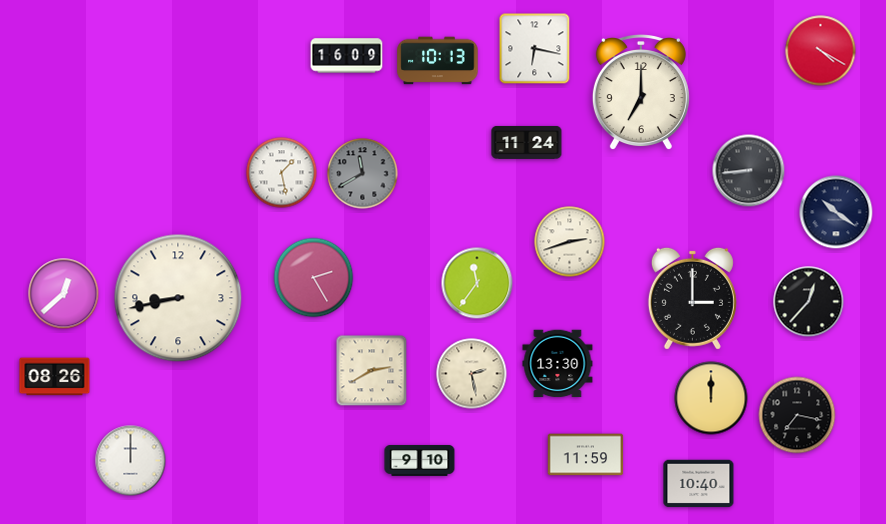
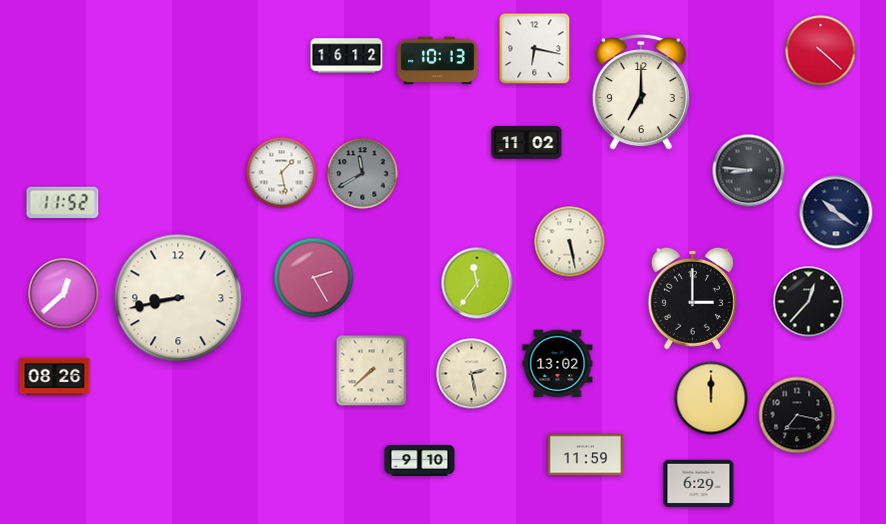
clock at (821, 51): 4:20 -> 4:22
clock at (347, 56): 16:09 -> 16:12
clock at (527, 143): 11:24 -> 11:02
clock at (749, 171): 8:44 -> 8:46
clock at (63, 203): none -> 11:52
clock at (570, 242): 2:42 -> 5:28
clock at (558, 364): 13:30 -> 13:02
clock at (372, 371): 2:40 -> 7:38
clock at (131, 461): 12:00 -> none
clock at (699, 484): 10:40 -> 6:29
